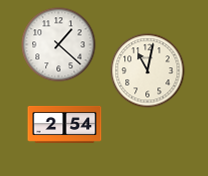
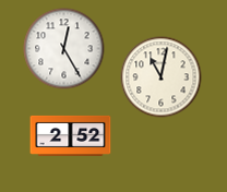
clock at (59, 45): 1:22 -> 12:25
clock at (65, 124): 2:54 -> 2:52
